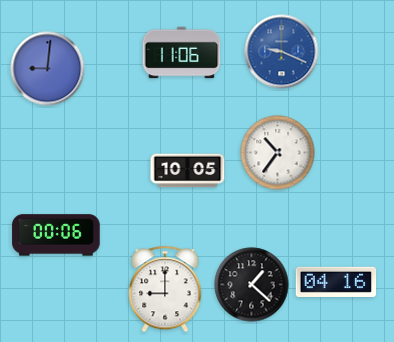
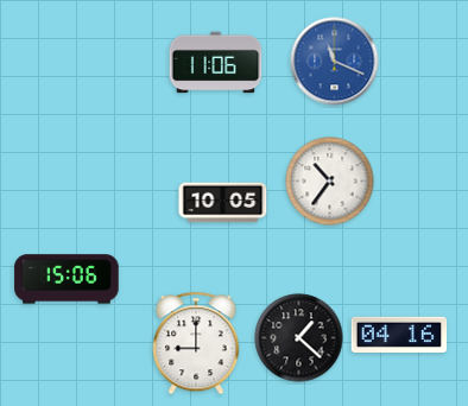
clock at (282, 52): 9:19 -> 11:19
clock at (48, 69): 9:01 -> none
clock at (56, 235): 00:06 -> 15:06
